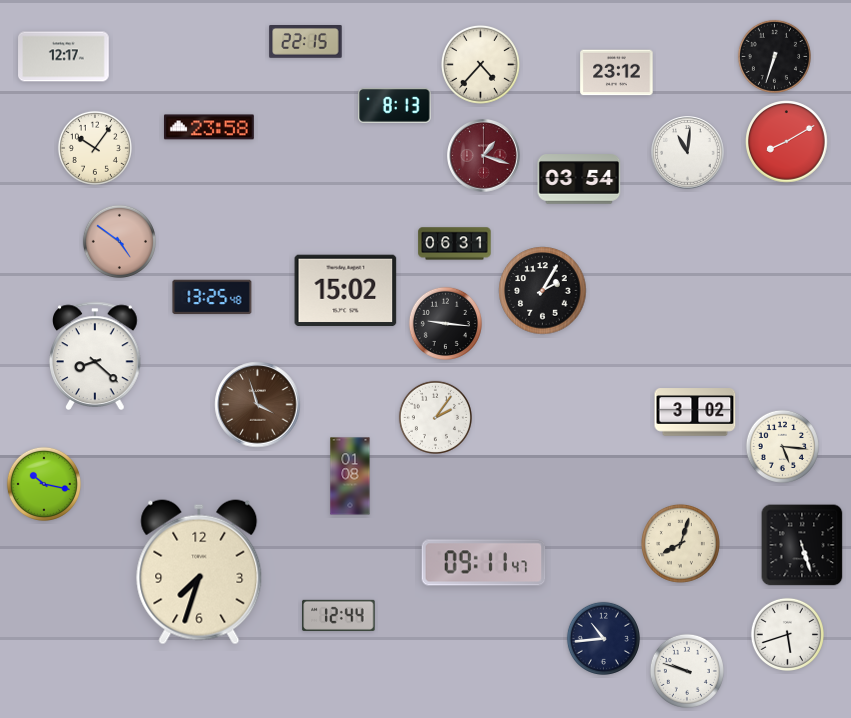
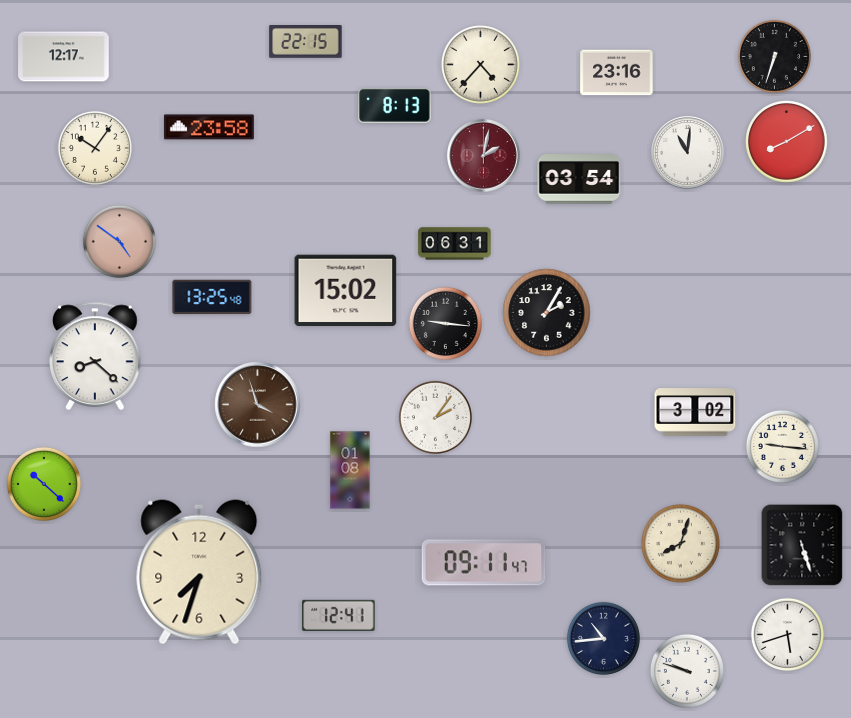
clock at (617, 73): 23:12 -> 23:16
clock at (484, 156): 1:18 -> 2:02
clock at (543, 291) position: (543, 291) -> (547, 313)
clock at (782, 446): 5:16 -> 9:16
clock at (350, 476) position: (350, 476) -> (350, 470)
clock at (44, 484): 10:17 -> 10:22
clock at (339, 615): 12:44 -> 12:41
